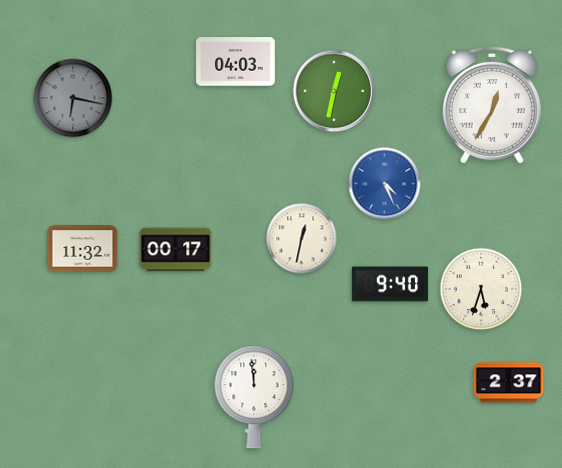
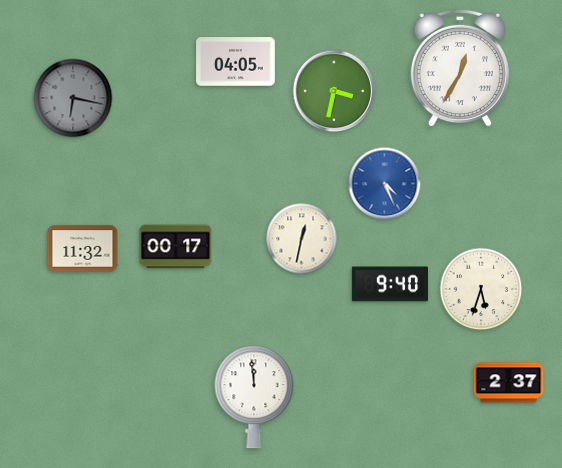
clock at (236, 62): 04:03 -> 04:05
clock at (334, 91): 12:32 -> 3:32
clock at (492, 105) position: (492, 105) -> (460, 68)
clock at (176, 250) position: (176, 250) -> (176, 247)
